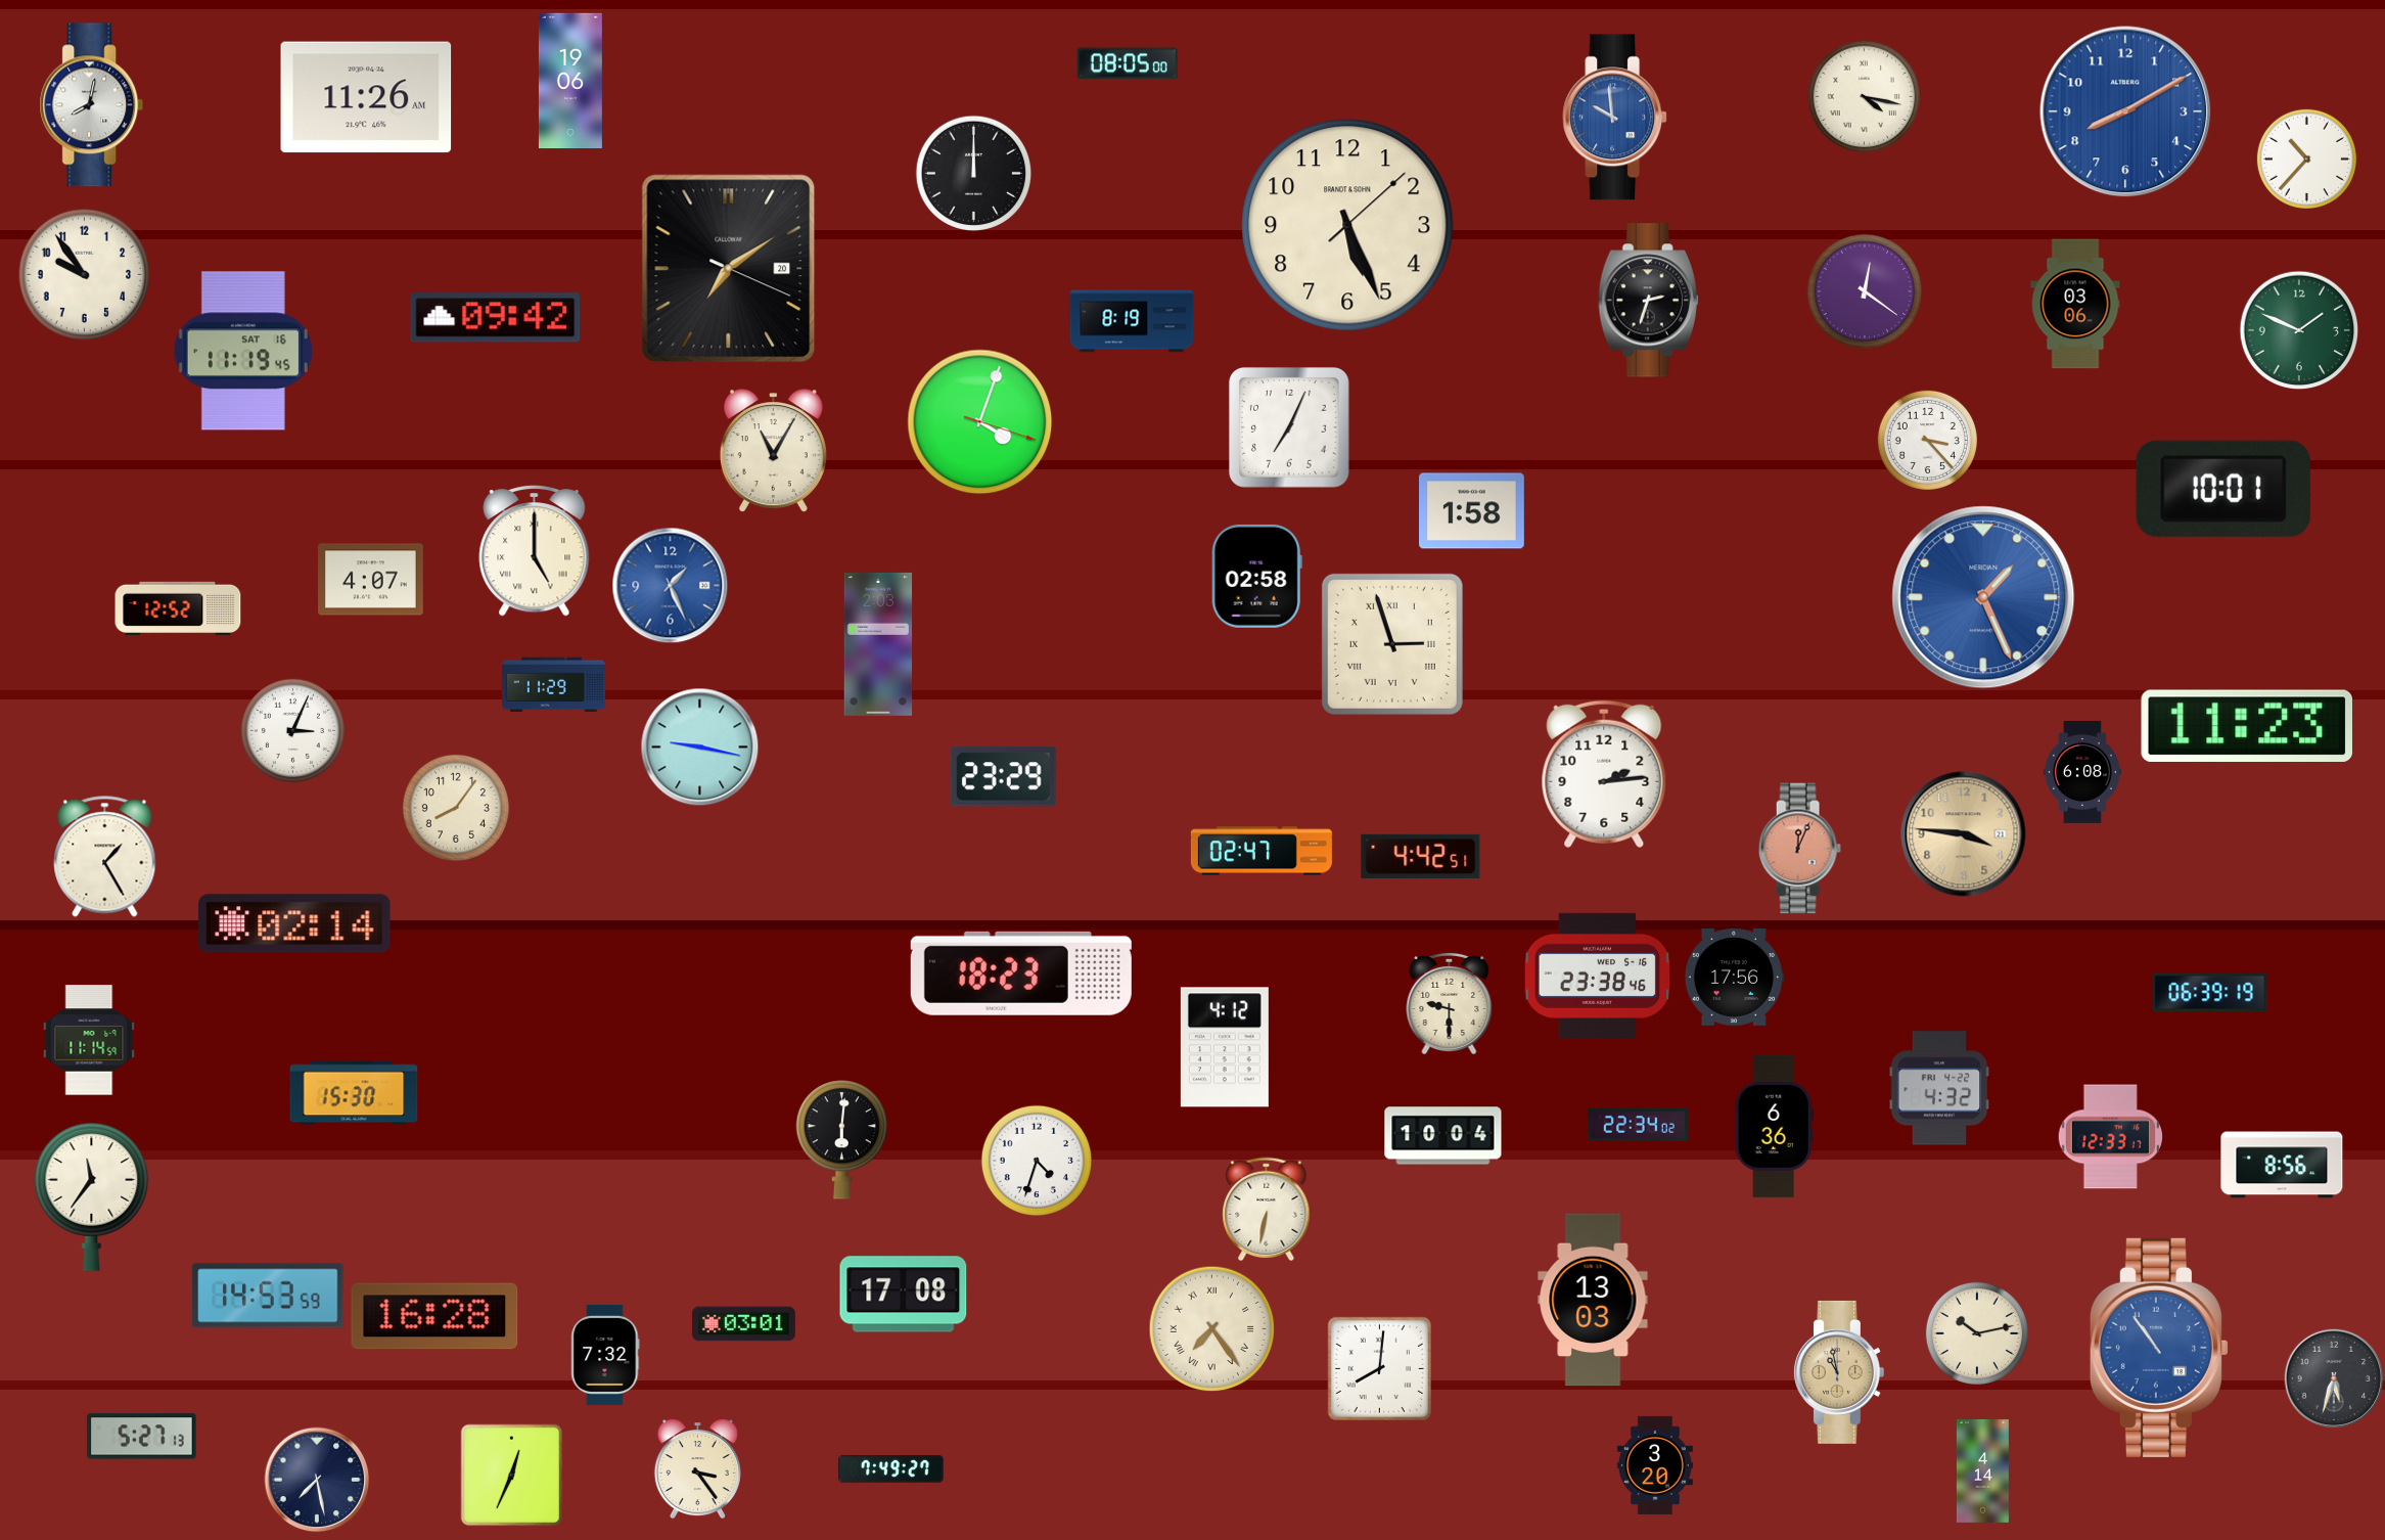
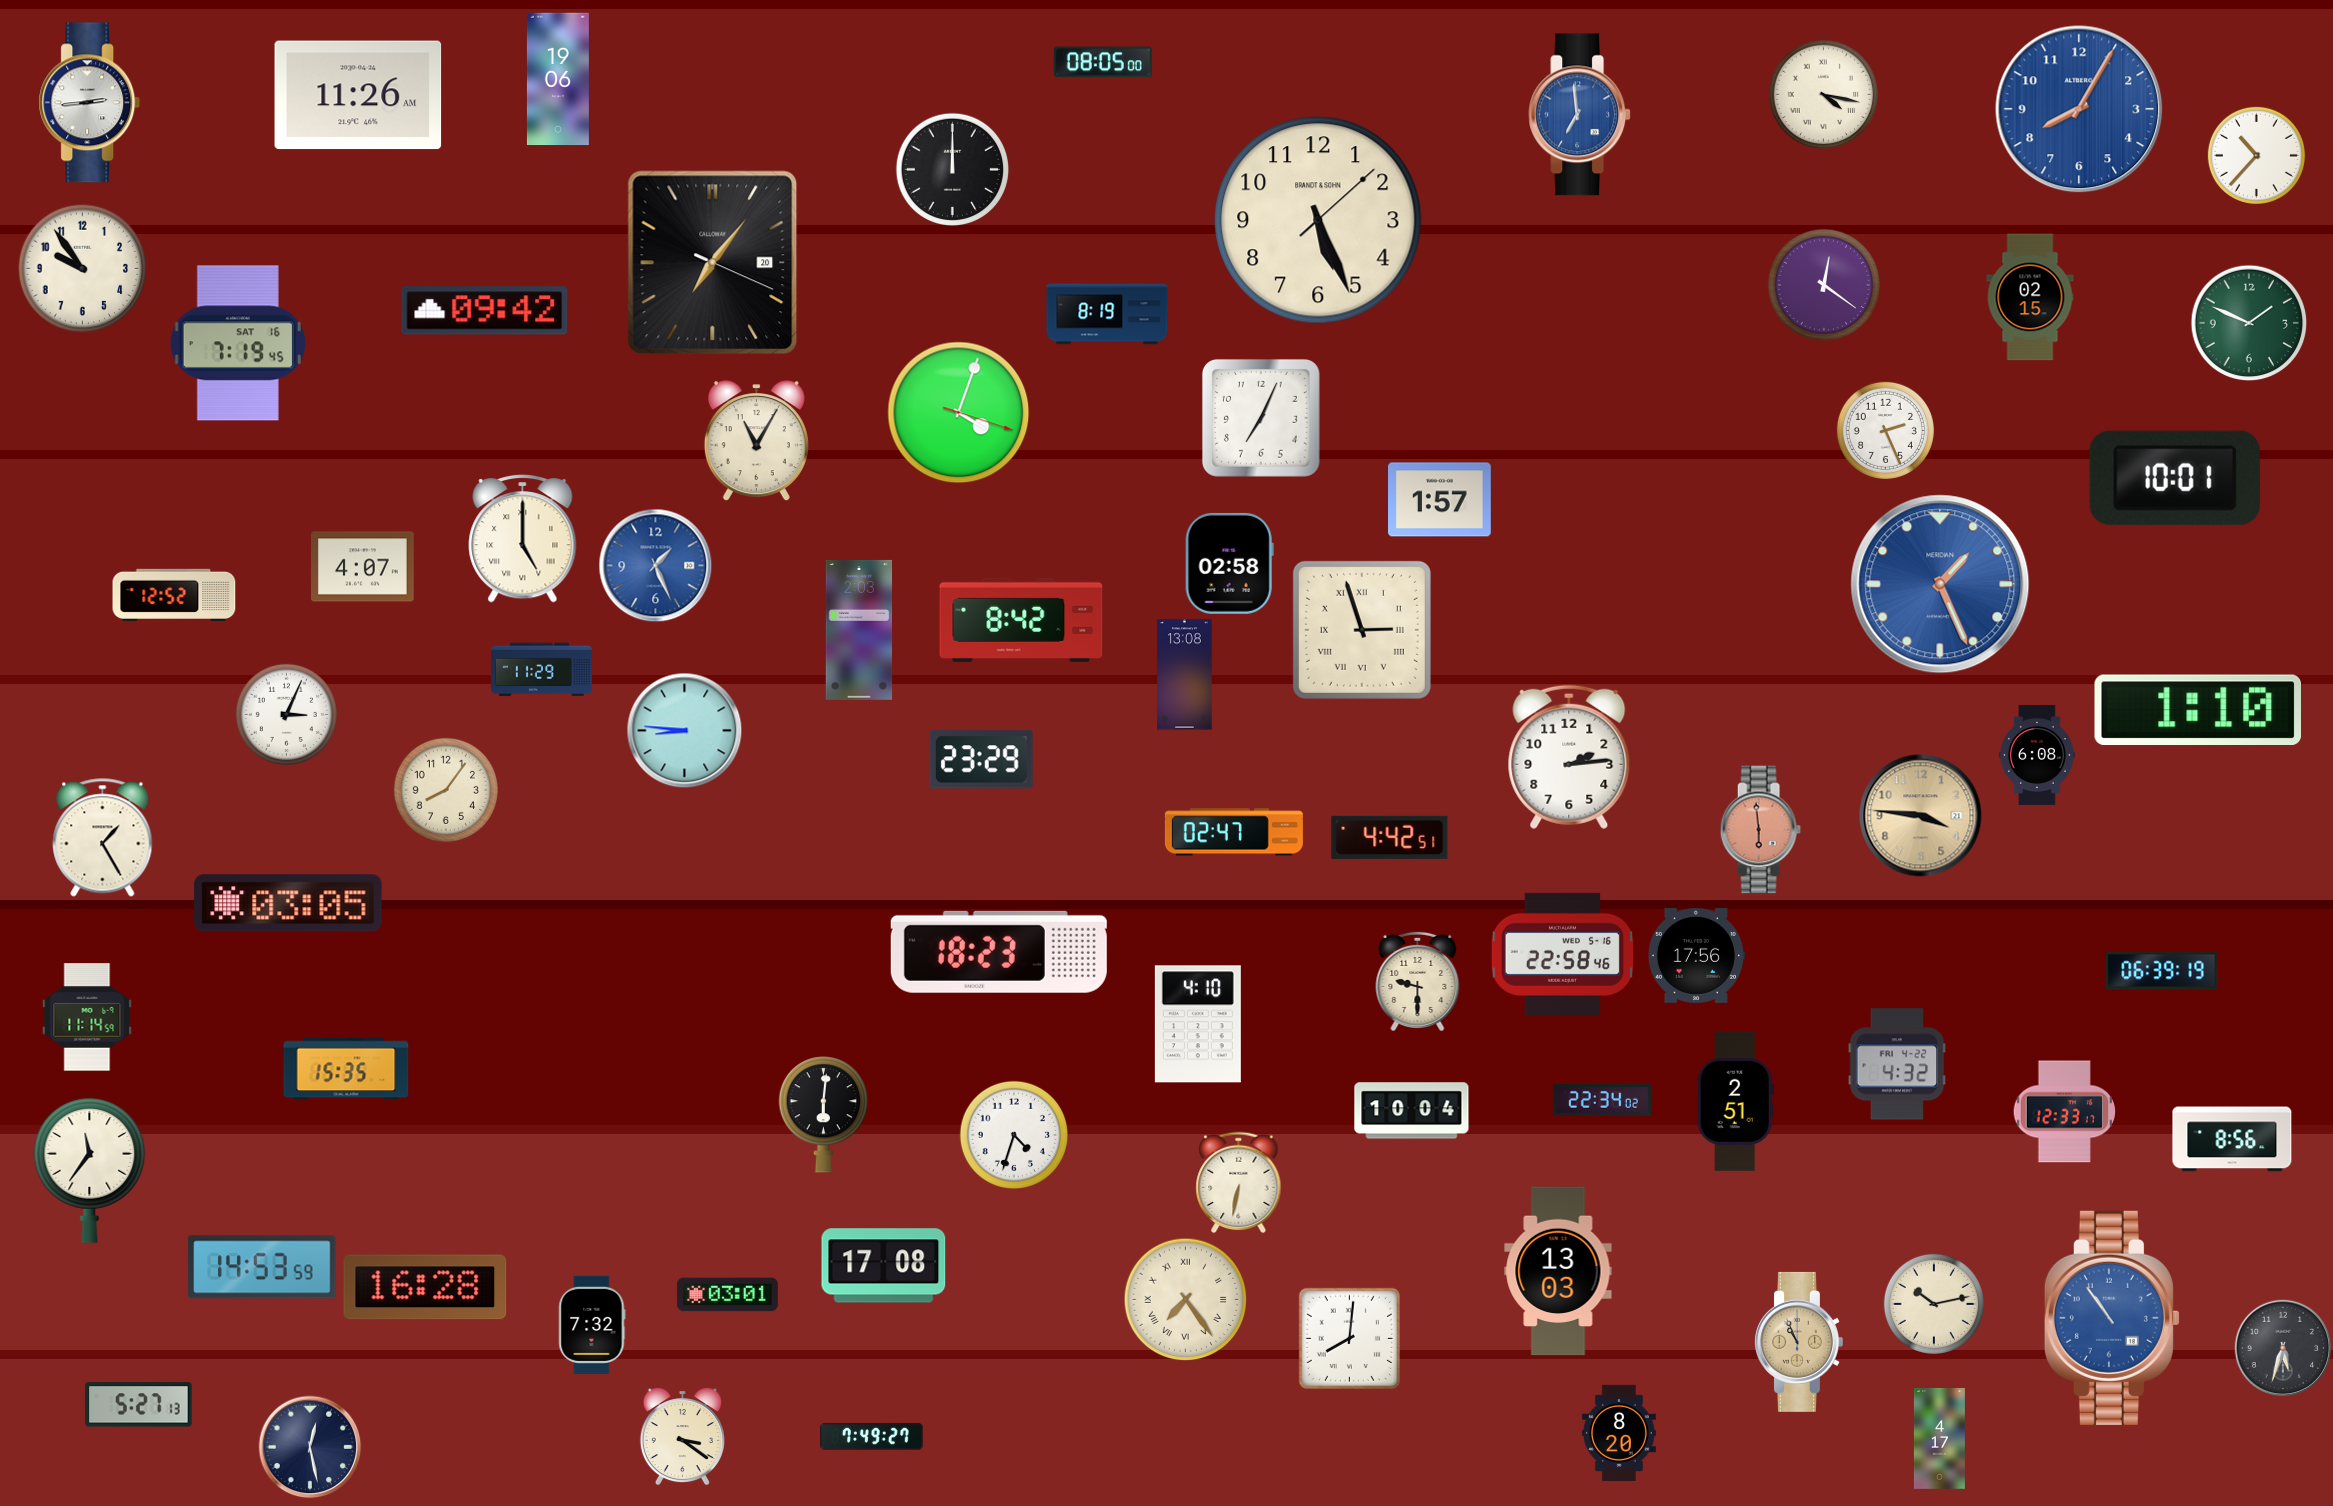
clock at (92, 105): 8:02 -> 2:44
clock at (2125, 111): 8:10 -> 8:05
clock at (1615, 118): 9:59 -> 6:59
clock at (729, 269): 7:09 -> 7:06
clock at (1648, 301): 2:33 -> none
clock at (2075, 304): 03:06 -> 02:15
clock at (243, 351): 11:19 -> 7:19
clock at (1927, 440): 3:23 -> 2:26
clock at (1472, 511): 1:58 -> 1:57
clock at (671, 586) position: (671, 586) -> (656, 566)
clock at (1021, 620): none -> 8:42
clock at (1185, 675): none -> 13:08
clock at (2246, 725): 11:23 -> 1:10
clock at (700, 748): 9:17 -> 8:46
clock at (1799, 849): 12:04 -> 5:59
clock at (294, 923): 02:14 -> 03:05
clock at (1598, 976): 23:38 -> 22:58
clock at (1225, 1047): 4:12 -> 4:10
clock at (354, 1093): 15:30 -> 15:35
clock at (1774, 1126): 6:36 -> 2:51
clock at (1839, 1372): 10:58 -> 10:56
clock at (1655, 1465): 3:20 -> 8:20
clock at (697, 1469): 3:24 -> 3:21
clock at (1982, 1470): 4:14 -> 4:17
clock at (512, 1476): 12:34 -> none
clock at (317, 1480): 7:28 -> 12:28
